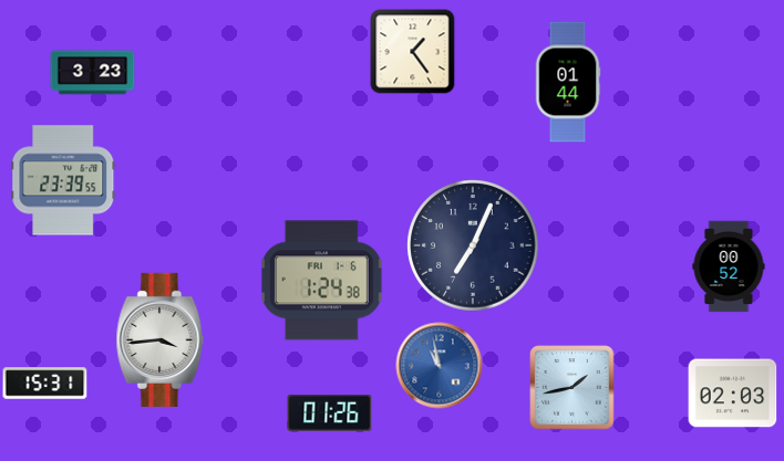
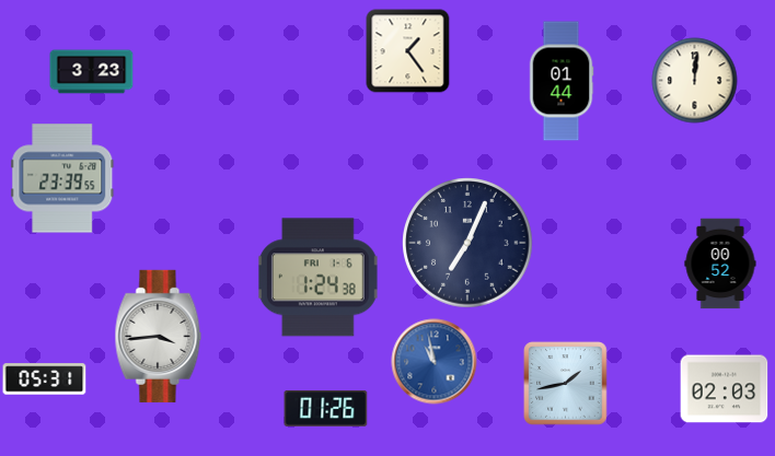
clock at (695, 81): none -> 12:01
clock at (45, 384): 15:31 -> 05:31
